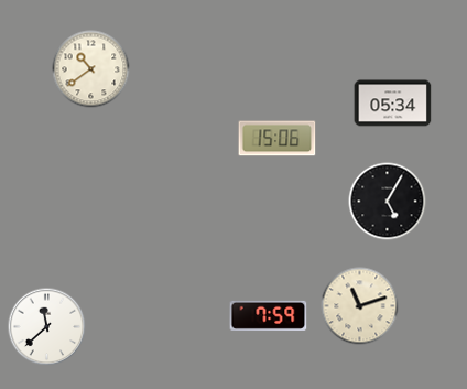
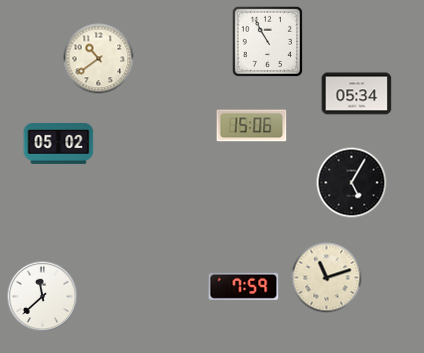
clock at (267, 41): none -> 10:55
clock at (91, 69) position: (91, 69) -> (99, 59)
clock at (59, 143): none -> 05:02
